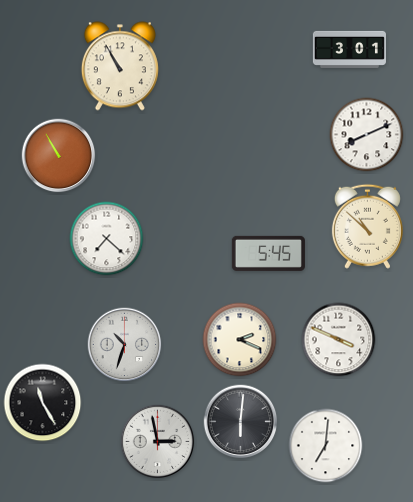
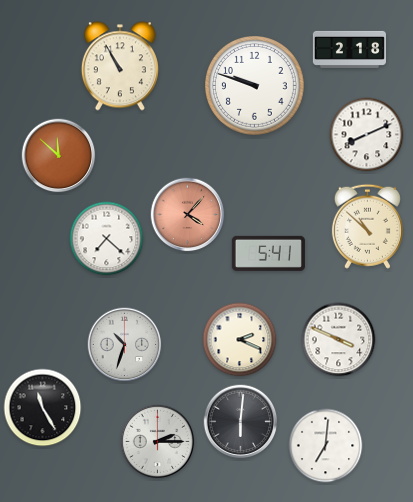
clock at (349, 49): 3:01 -> 2:18
clock at (255, 86): none -> 9:48
clock at (59, 156): 10:55 -> 11:52
clock at (188, 215): none -> 4:07
clock at (268, 253): 5:45 -> 5:41
clock at (43, 403) position: (43, 403) -> (43, 408)
clock at (158, 442): 2:58 -> 2:15
